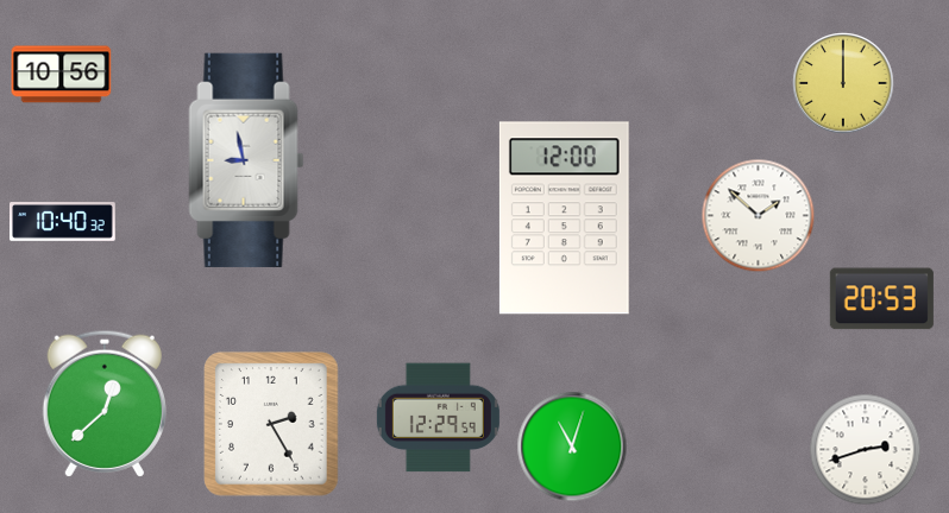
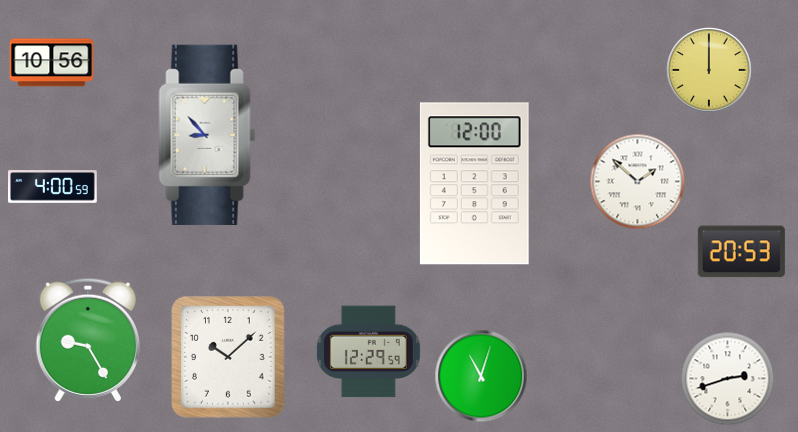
clock at (246, 160): 8:58 -> 8:53
clock at (63, 222): 10:40 -> 4:00
clock at (105, 404): 12:38 -> 9:25
clock at (271, 424): 2:25 -> 10:08
